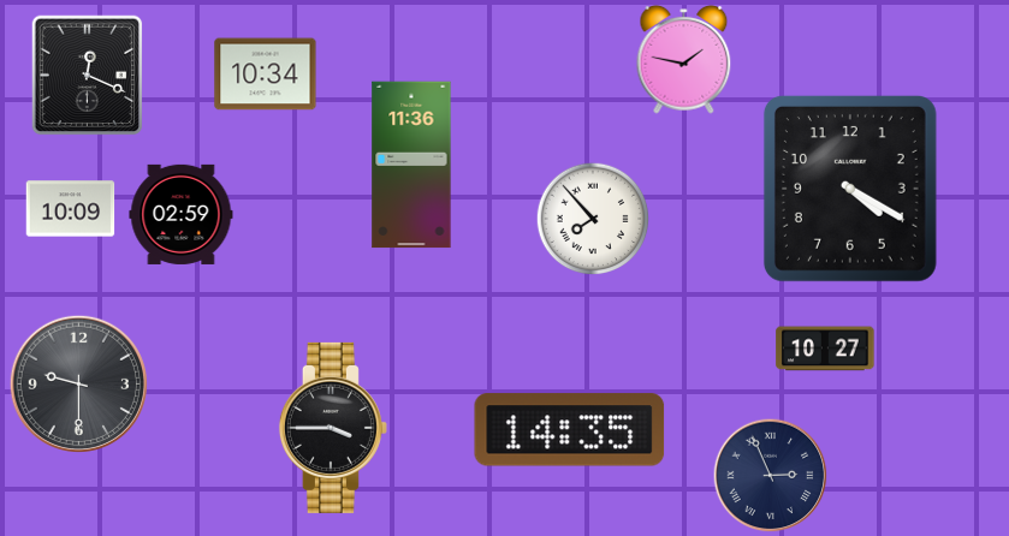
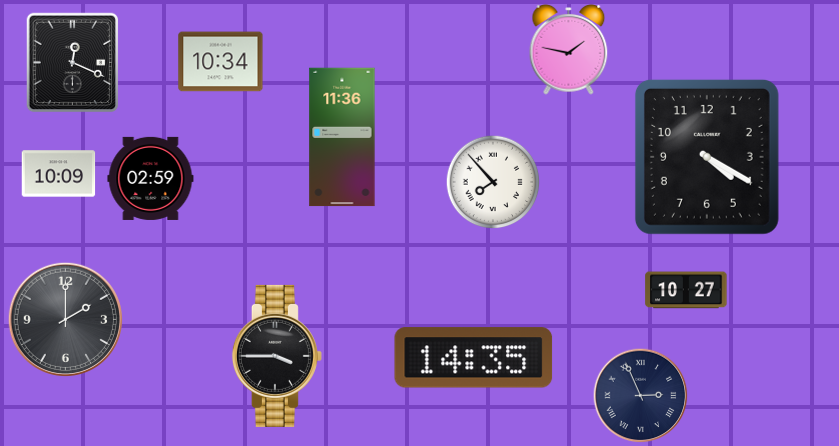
clock at (78, 383): 9:30 -> 2:00
